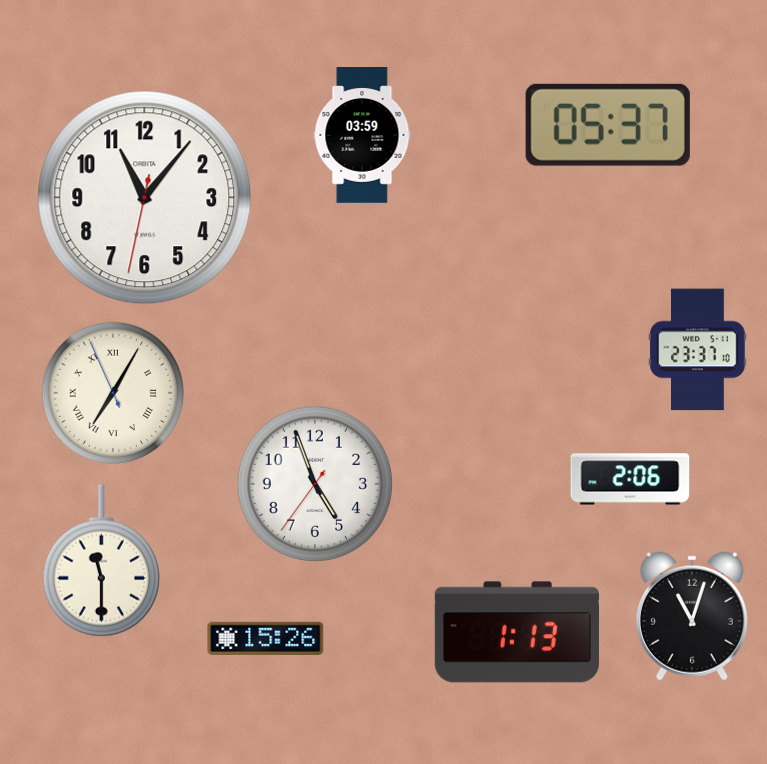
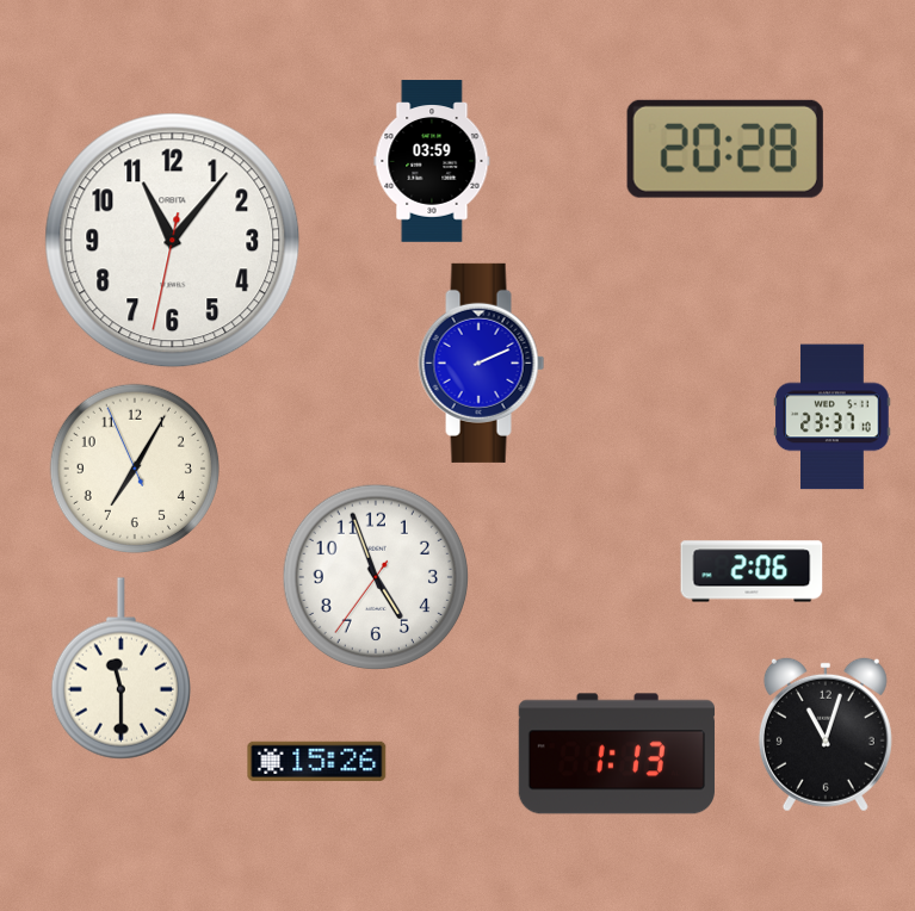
clock at (608, 125): 05:37 -> 20:28
clock at (145, 198) position: (145, 198) -> (173, 241)
clock at (482, 362): none -> 2:11
clock at (113, 393) numerals: Roman -> Arabic
